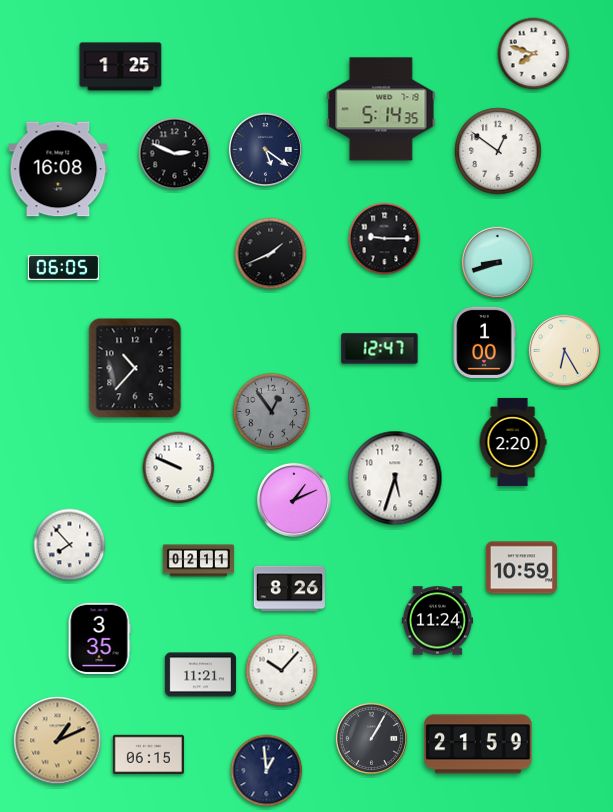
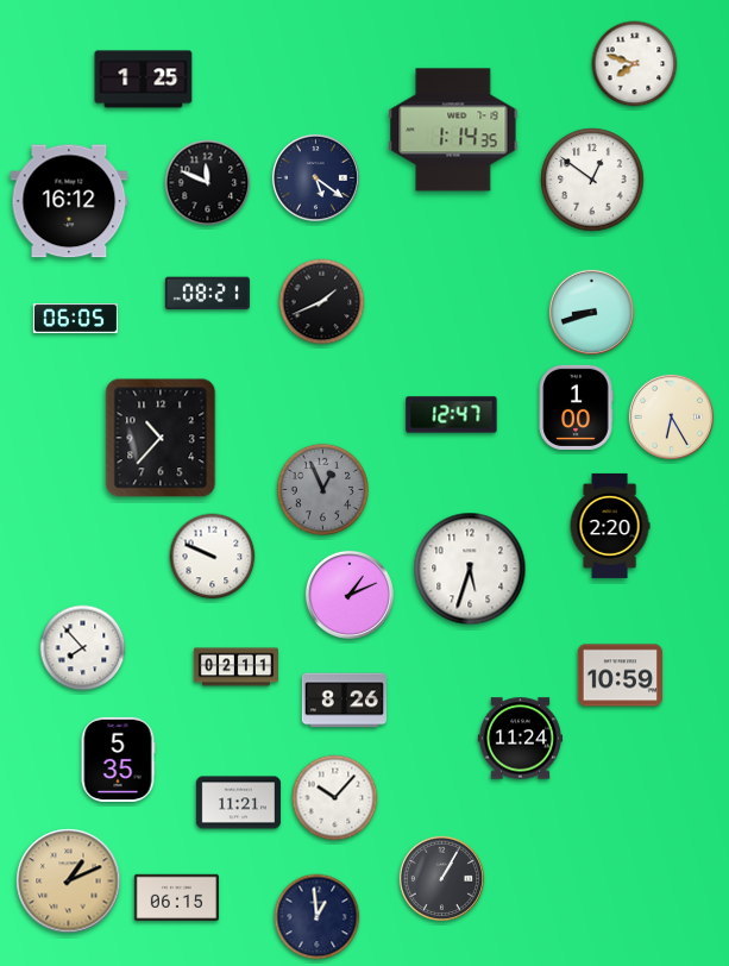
clock at (381, 109): 5:14 -> 1:14
clock at (175, 154): 2:49 -> 11:49
clock at (58, 169): 16:08 -> 16:12
clock at (385, 239): 9:15 -> none
clock at (207, 294): none -> 08:21
clock at (271, 411): 12:54 -> 12:56
clock at (99, 638): 3:35 -> 5:35
clock at (478, 744): 21:59 -> none
